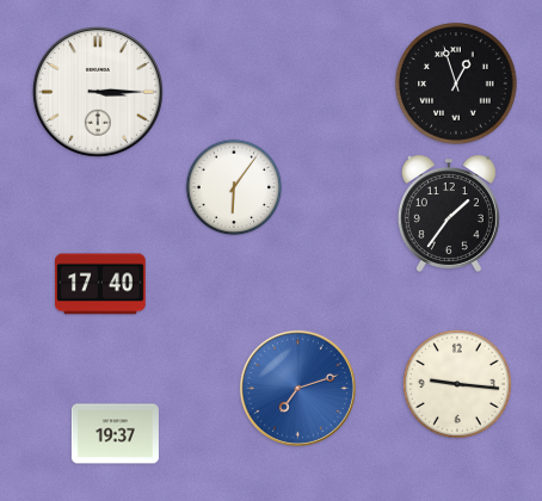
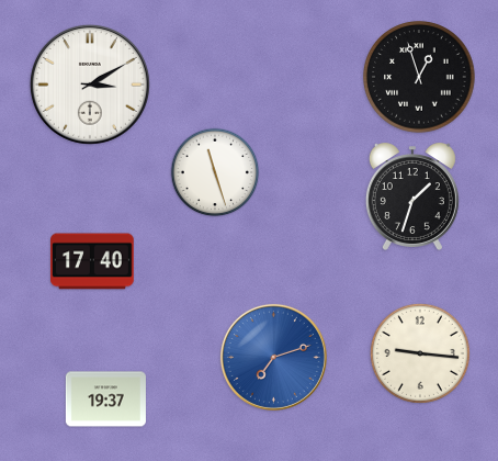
clock at (98, 92): 3:15 -> 3:10
clock at (234, 187): 6:06 -> 11:27
clock at (449, 214): 1:36 -> 1:33
